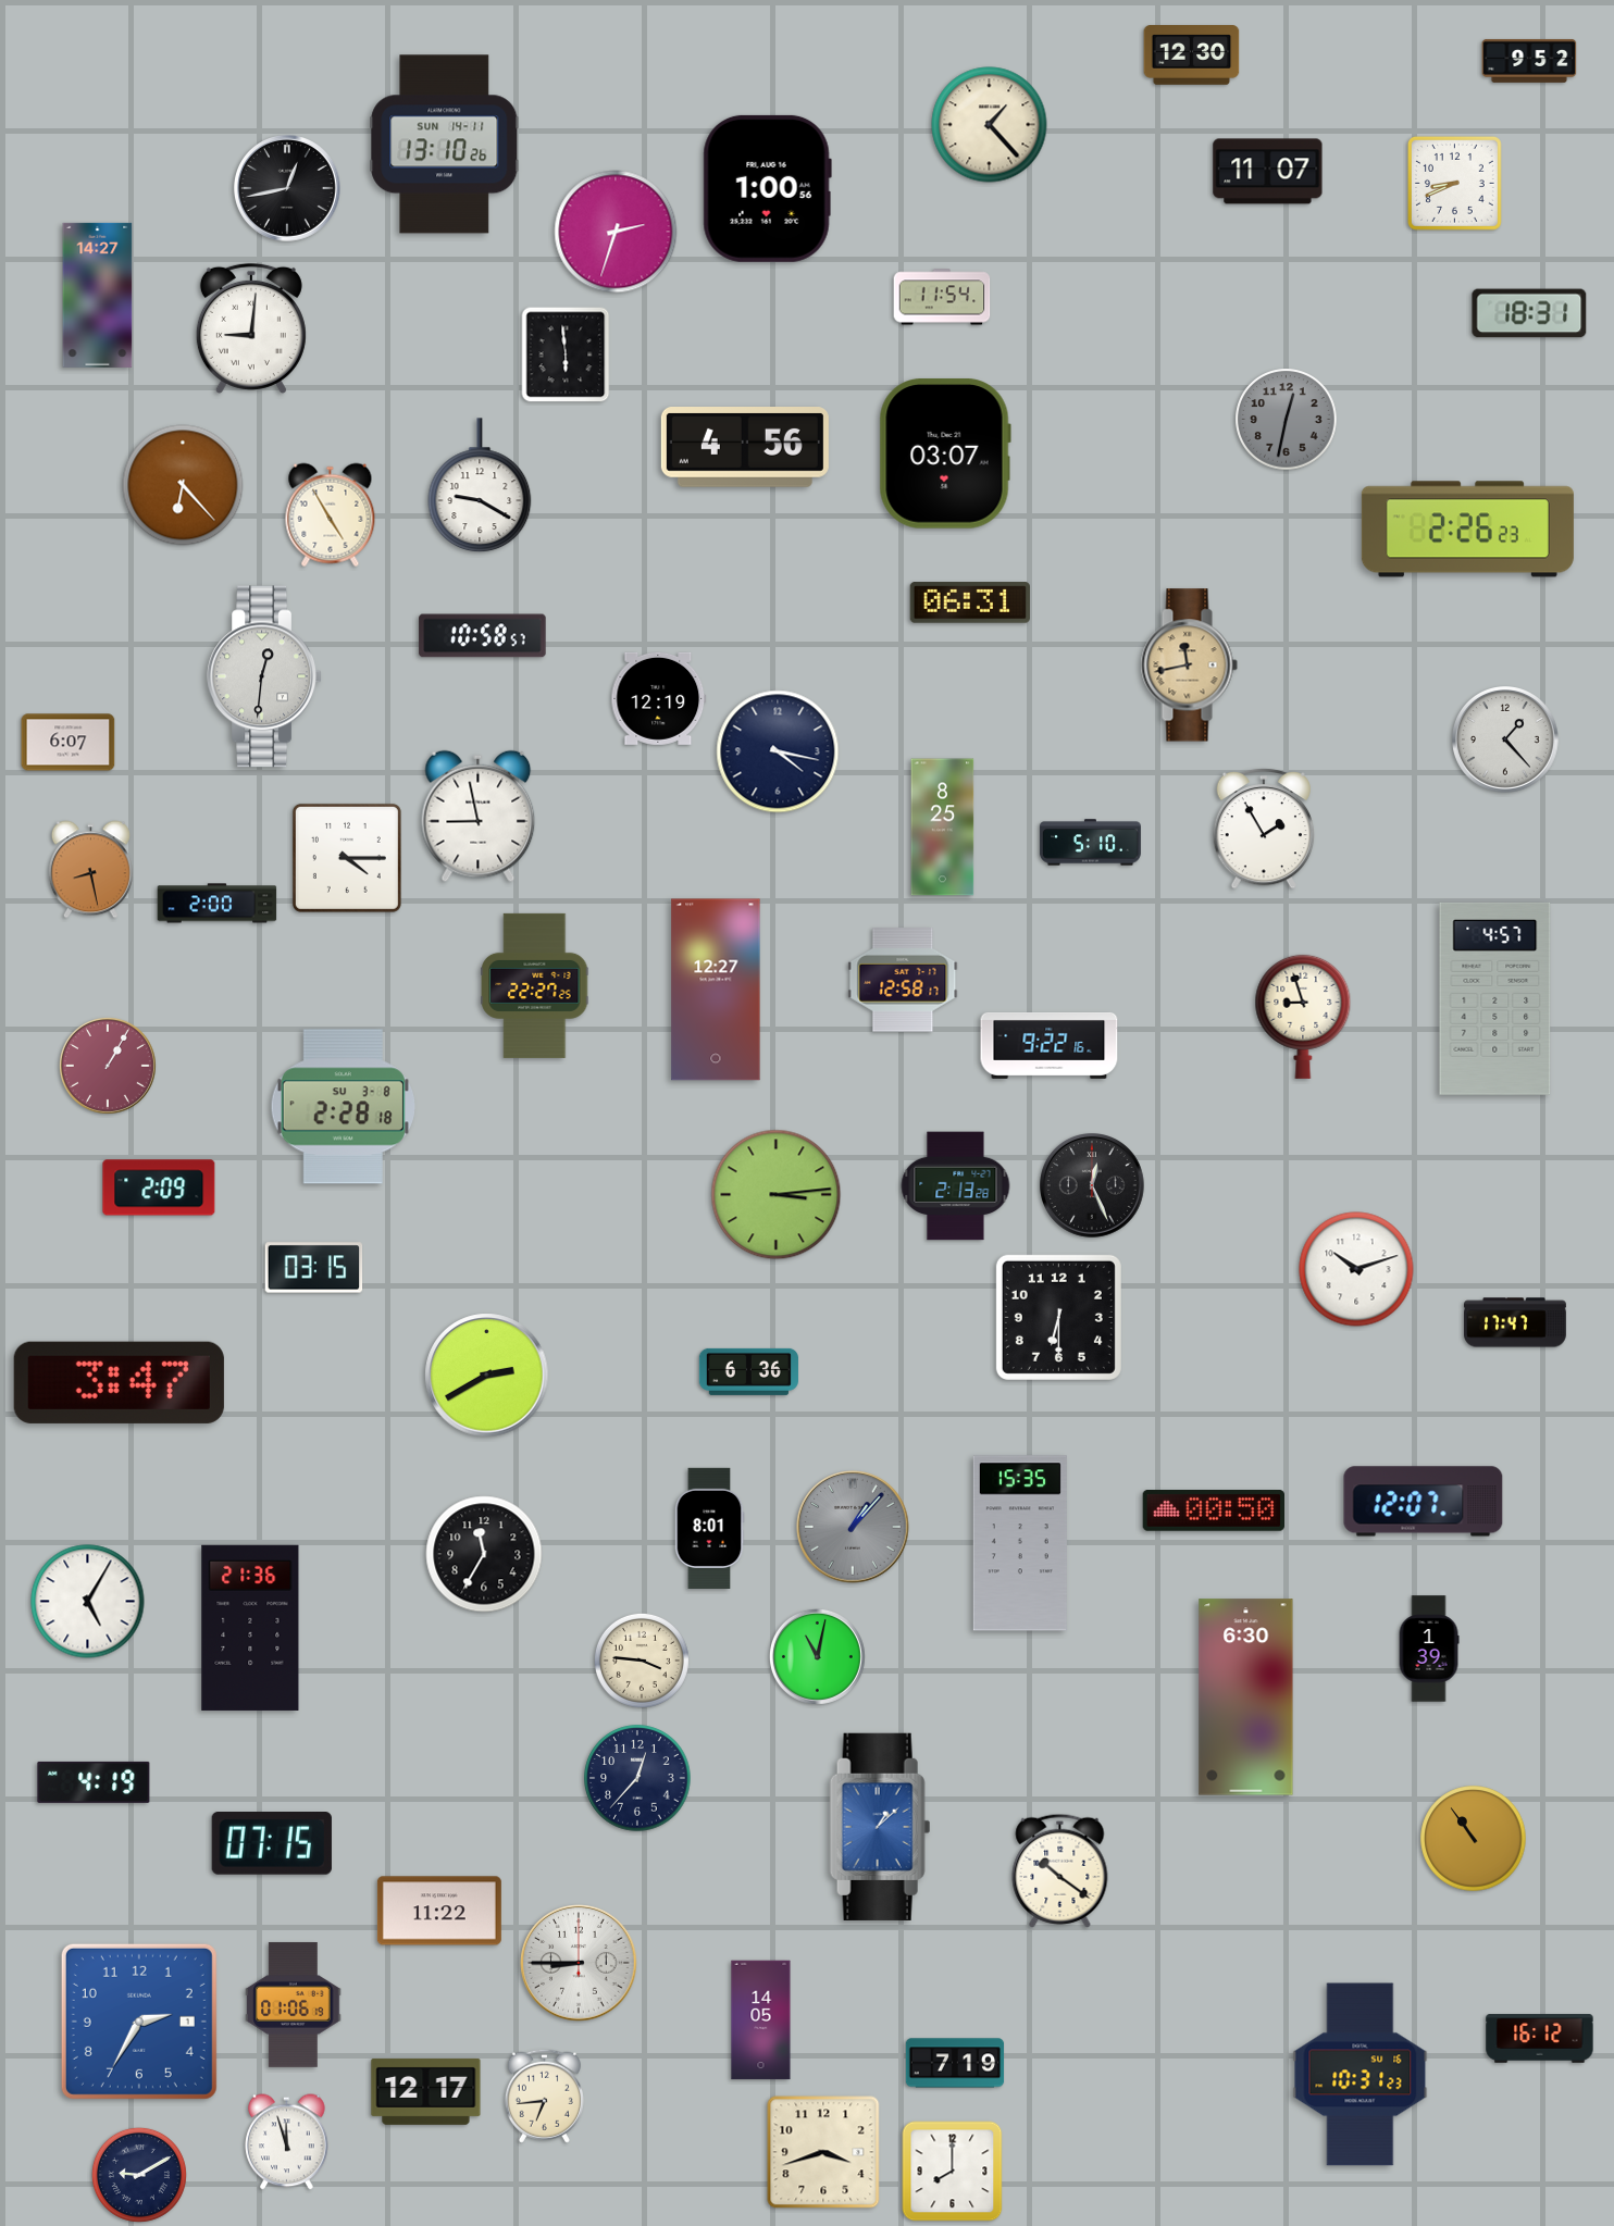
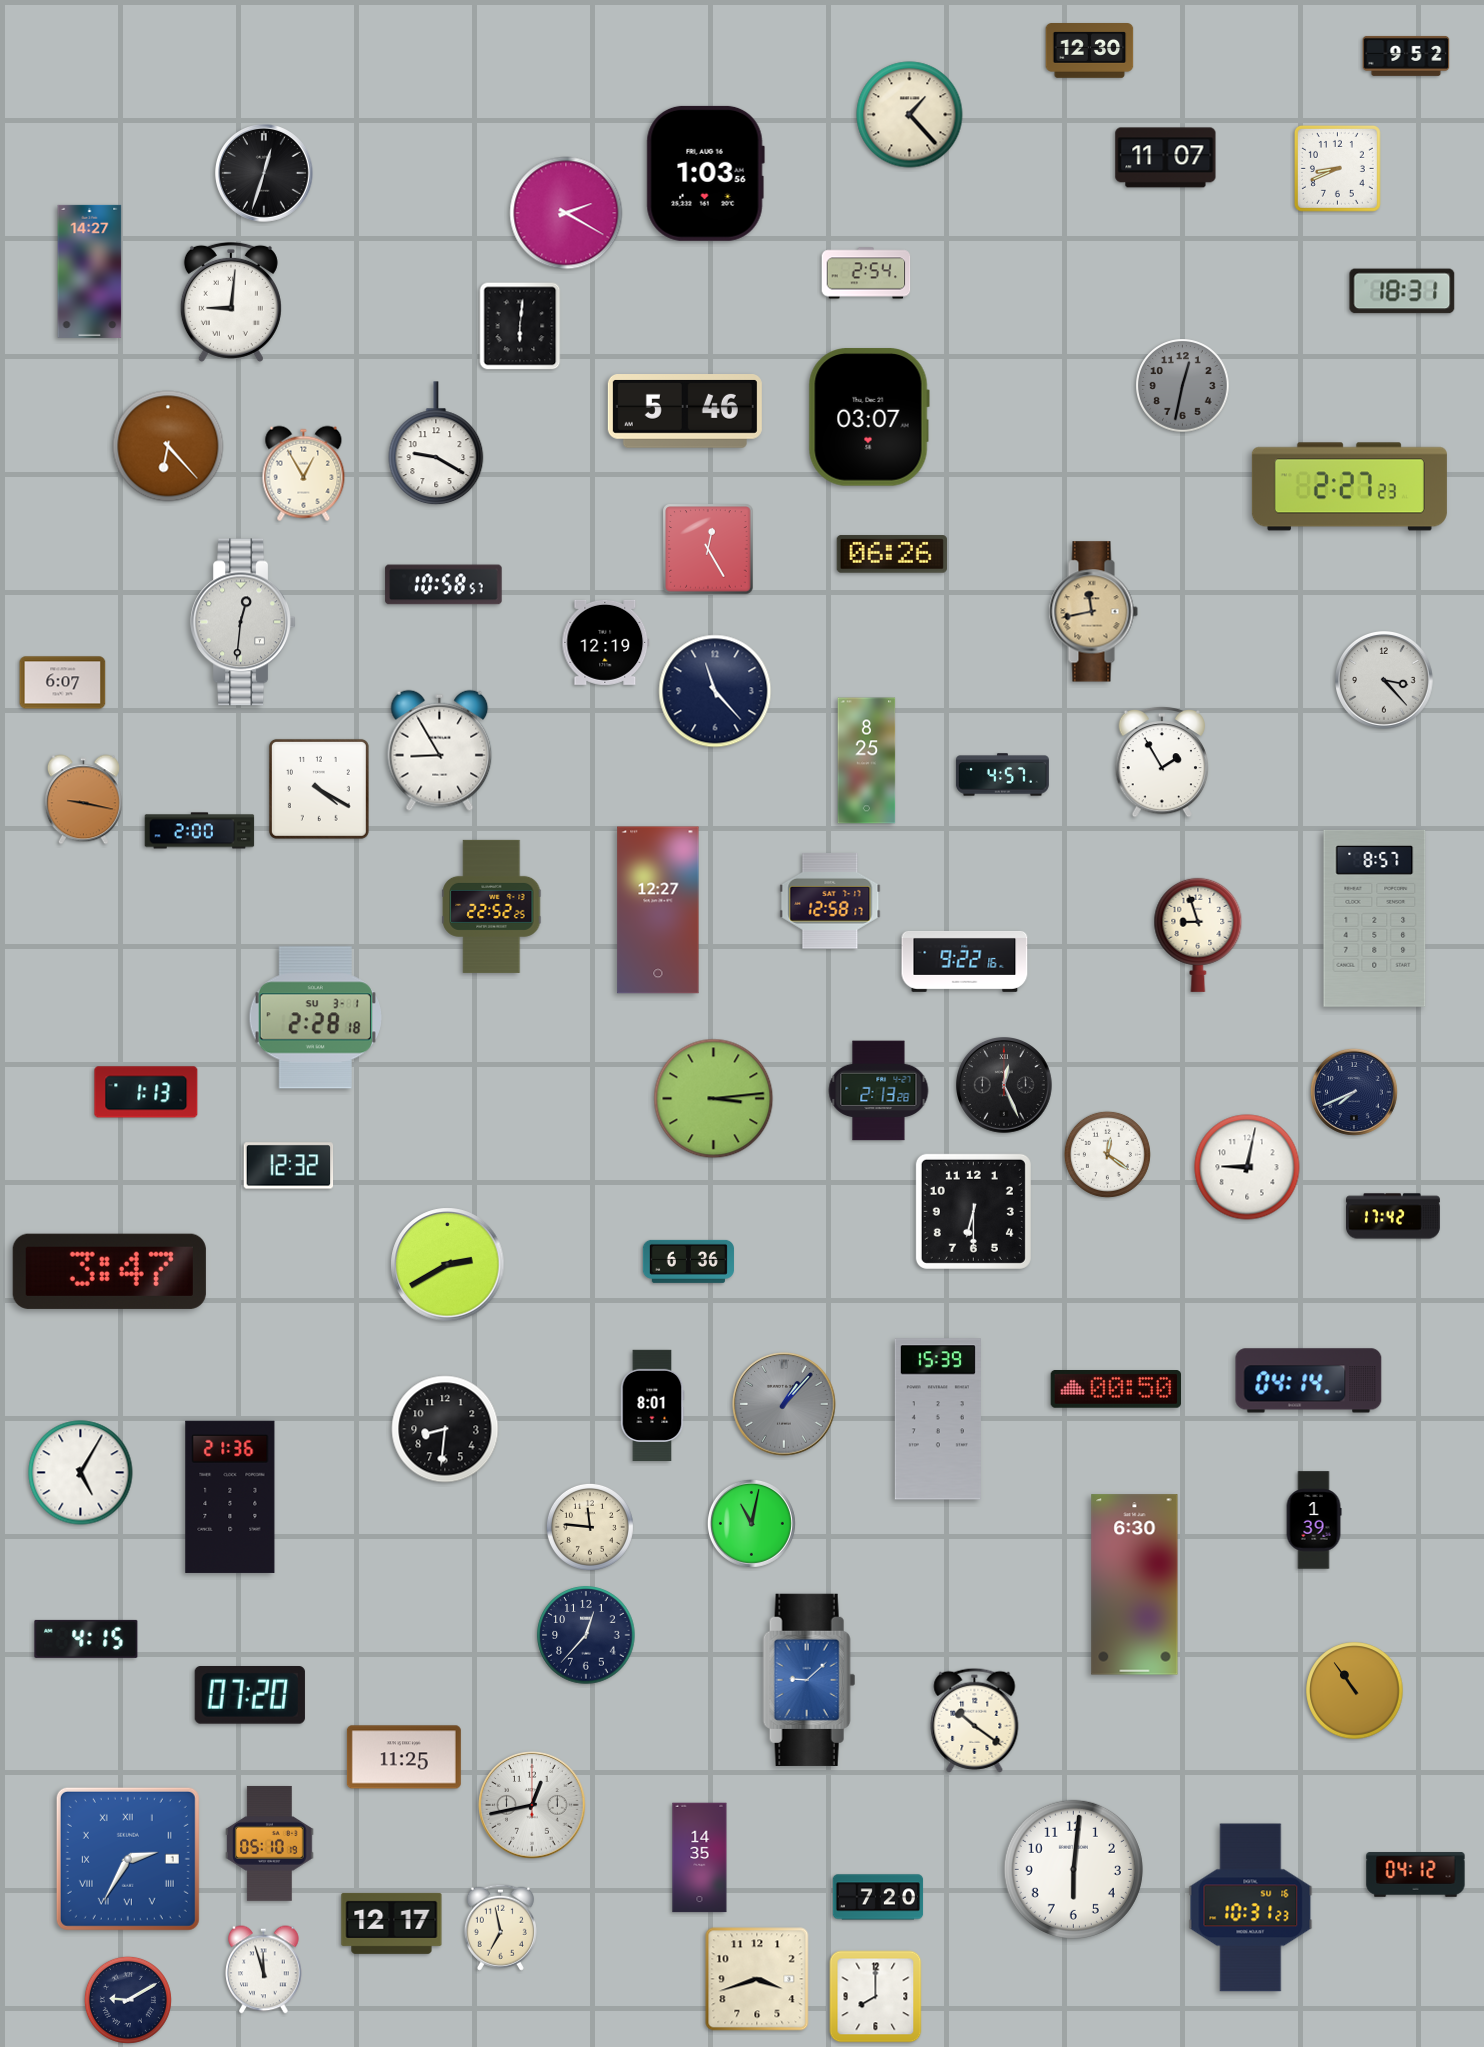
clock at (1192, 55) position: (1192, 55) -> (1090, 51)
clock at (445, 145): 13:10 -> none
clock at (767, 188): 1:00 -> 1:03
clock at (288, 189): 12:43 -> 12:33
clock at (616, 232): 2:33 -> 2:20
clock at (942, 297): 11:54 -> 2:54
clock at (1529, 313) position: (1529, 313) -> (1402, 291)
clock at (566, 355): 5:59 -> 6:01
clock at (745, 448): 4:56 -> 5:46
clock at (480, 486) position: (480, 486) -> (436, 444)
clock at (331, 515): 4:55 -> 12:55
clock at (1467, 530): 2:26 -> 2:27
clock at (708, 549): none -> 12:25
clock at (969, 602): 06:31 -> 06:26
clock at (1506, 741): 1:23 -> 3:23
clock at (778, 751): 4:17 -> 11:23
clock at (479, 817): 8:58 -> 8:55
clock at (1090, 843): 5:10 -> 4:57
clock at (347, 858): 4:15 -> 4:20
clock at (90, 870): 8:28 -> 9:17
clock at (535, 985): 22:27 -> 22:52
clock at (1495, 998): 4:57 -> 8:57
clock at (108, 1066): 1:05 -> none
clock at (343, 1107) date: SU 3-8 -> SU 3-1
clock at (1093, 1186) position: (1093, 1186) -> (1005, 1086)
clock at (159, 1187): 2:09 -> 1:13
clock at (1354, 1092): none -> 7:41
clock at (1107, 1154): none -> 12:21
clock at (314, 1268): 03:15 -> 12:32
clock at (1356, 1269): 10:12 -> 9:02
clock at (1516, 1322): 17:47 -> 17:42
clock at (1424, 1502): 12:07 -> 04:14
clock at (1020, 1543): 15:35 -> 15:39
clock at (484, 1554): 11:35 -> 8:31
clock at (1429, 1649) position: (1429, 1649) -> (1314, 1520)
clock at (642, 1661): 3:46 -> 11:46
clock at (1246, 1698) position: (1246, 1698) -> (1135, 1585)
clock at (94, 1782): 4:19 -> 4:15
clock at (880, 1827): 1:08 -> 9:08
clock at (272, 1844): 07:15 -> 07:20
clock at (439, 1911): 11:22 -> 11:25
clock at (579, 1963): 8:45 -> 12:43
clock at (294, 2004): 01:06 -> 05:10
clock at (761, 2020): 14:05 -> 14:35
clock at (139, 2022) numerals: Arabic -> Roman
clock at (1073, 1869): none -> 6:01
clock at (1540, 2039): 16:12 -> 04:12
clock at (955, 2063): 7:19 -> 7:20
clock at (544, 2096): 6:44 -> 6:58
